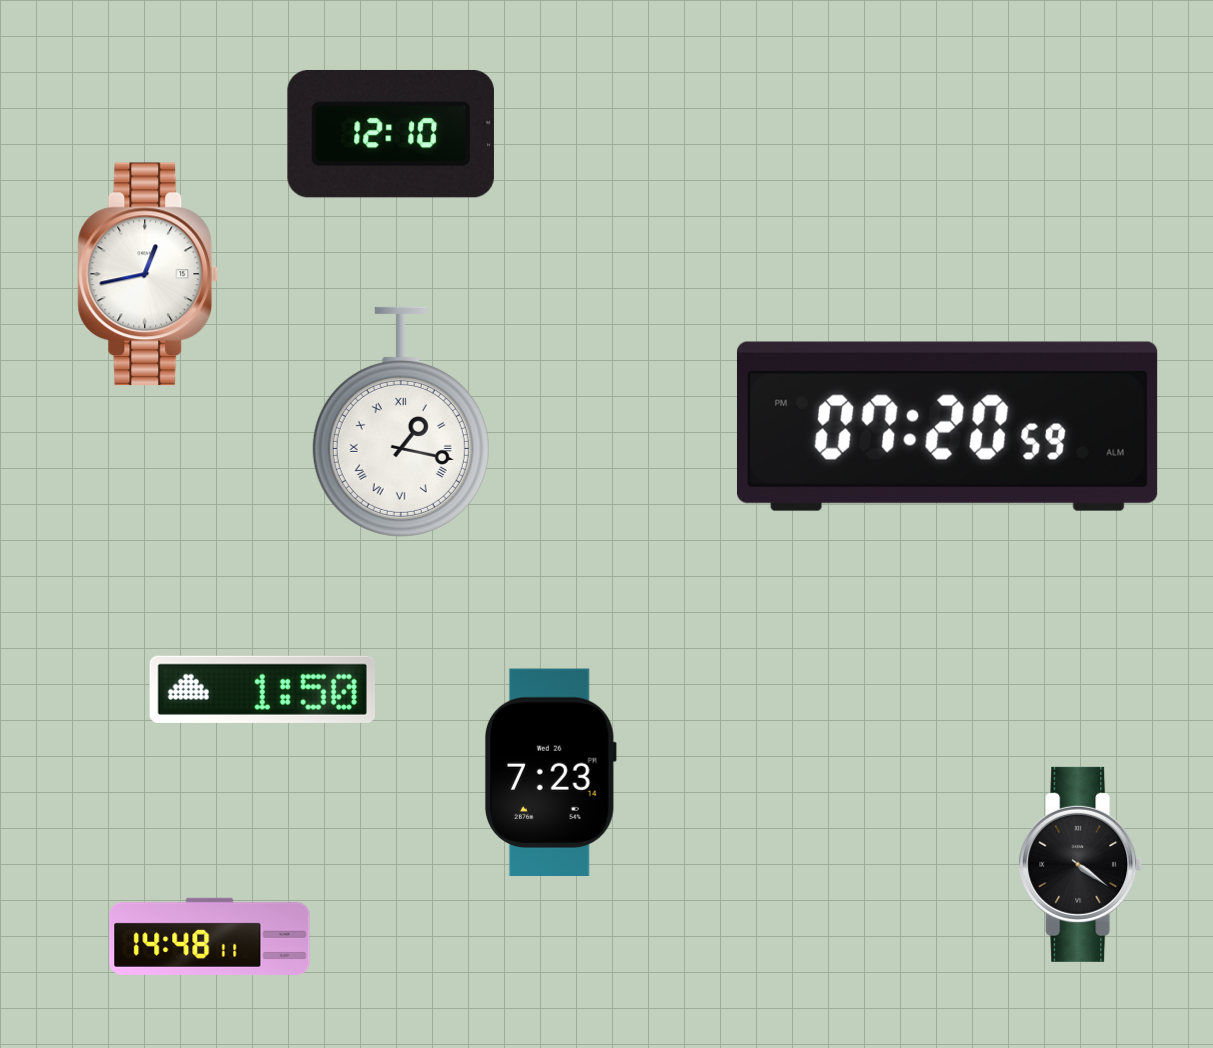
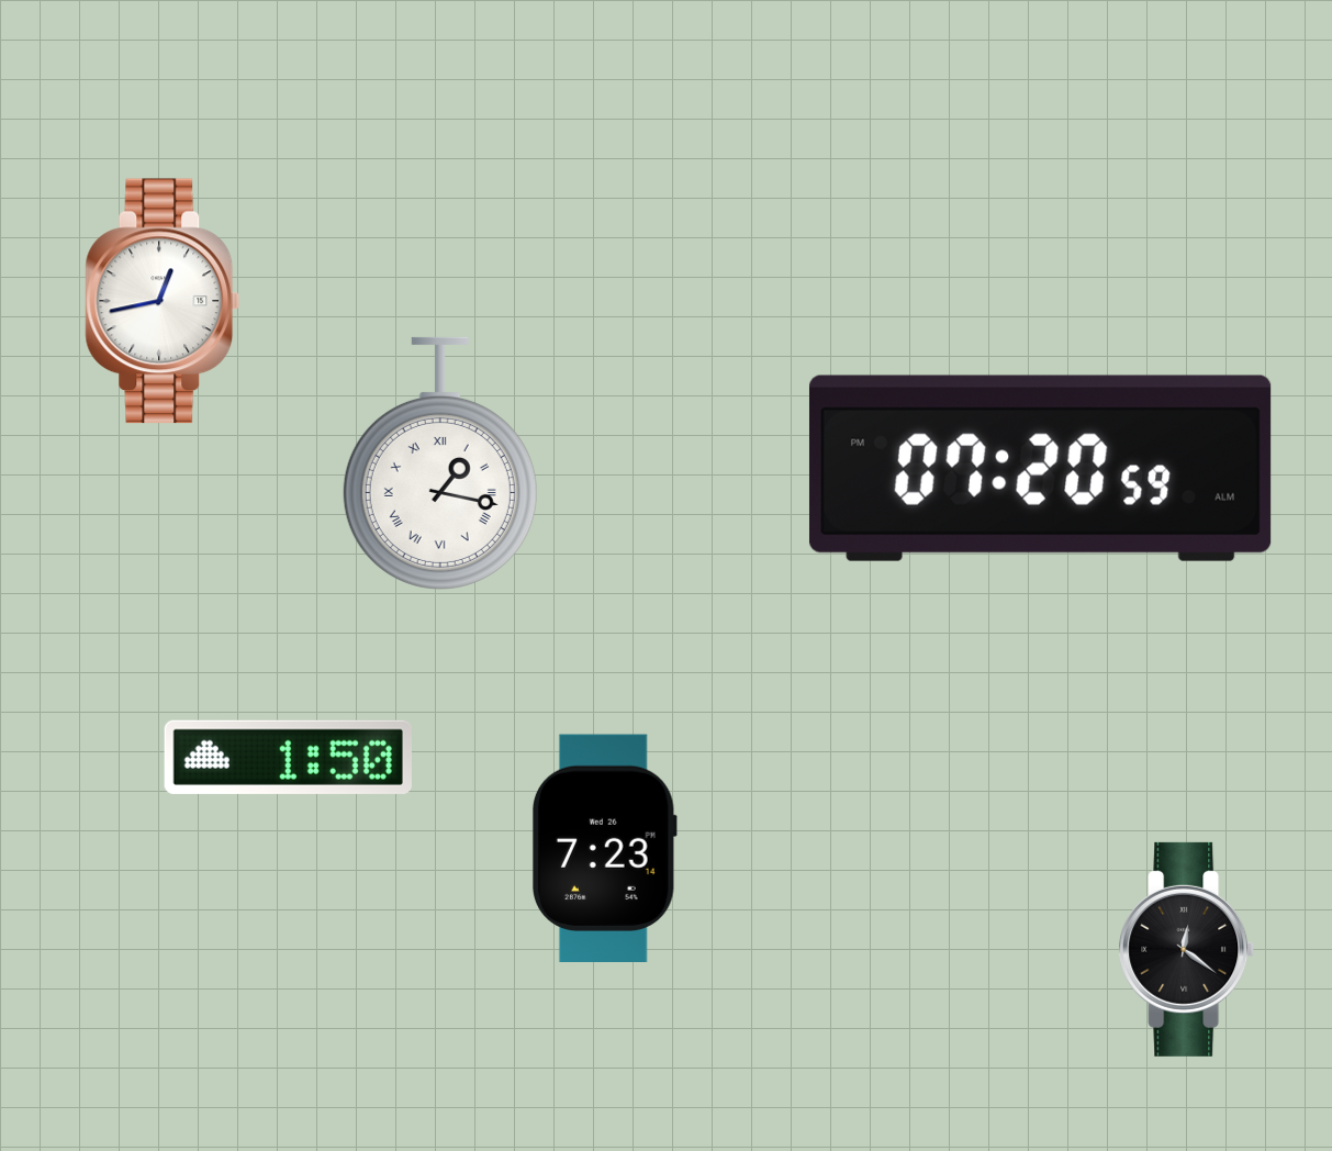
clock at (391, 134): 12:10 -> none
clock at (1081, 864): 4:21 -> 12:21
clock at (210, 936): 14:48 -> none
